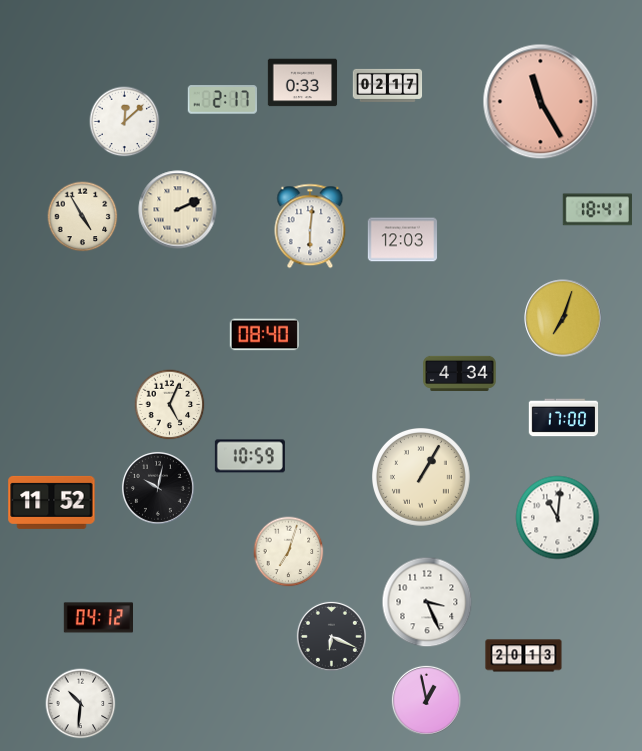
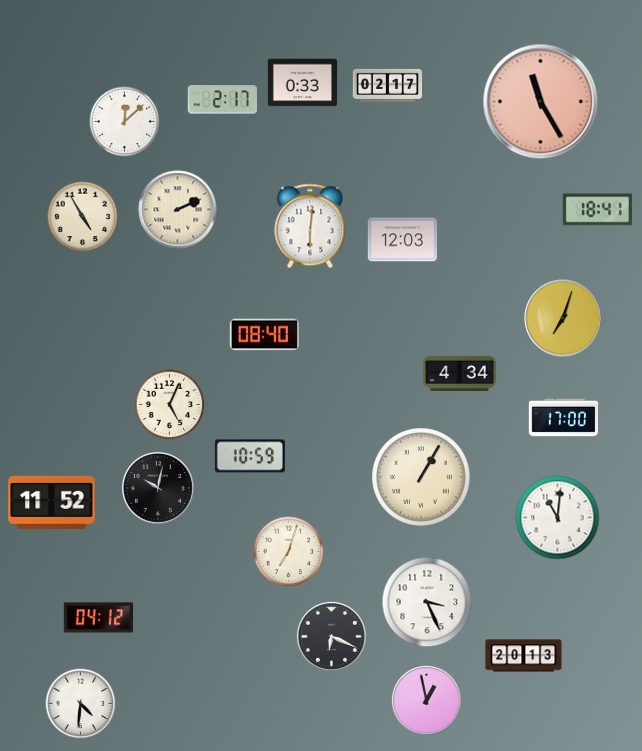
clock at (81, 704): 10:31 -> 4:31
